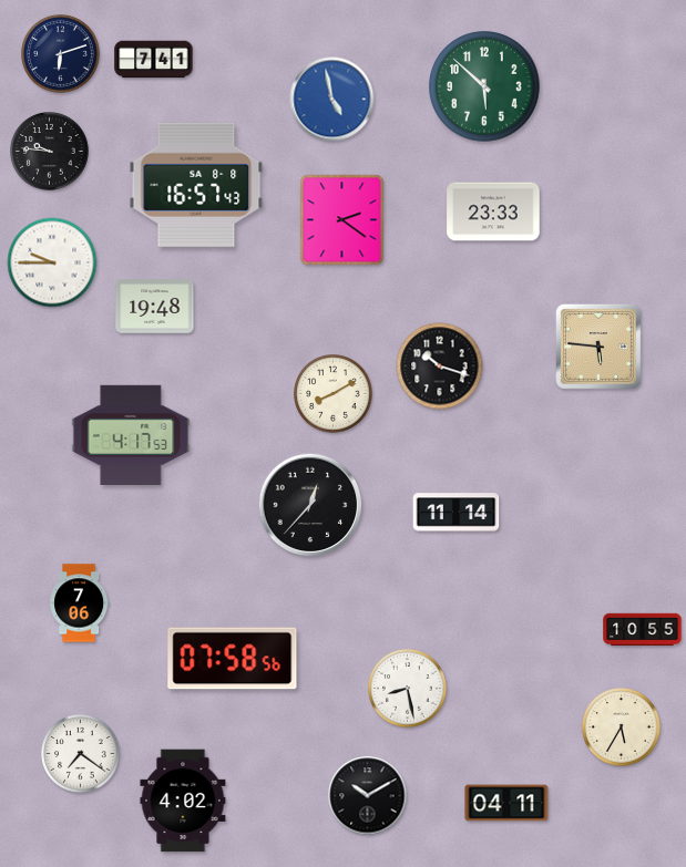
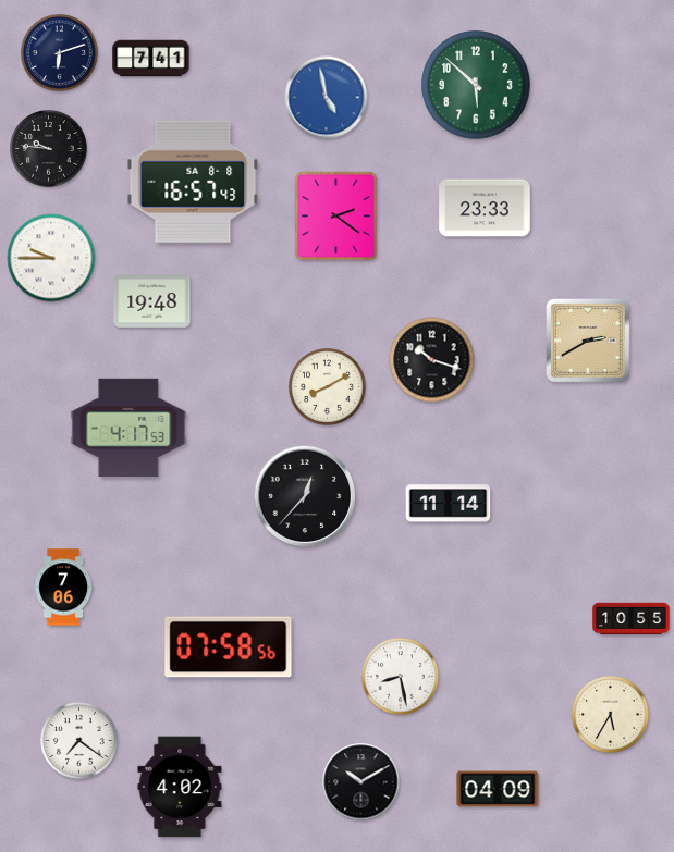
clock at (600, 348): 5:46 -> 2:40
clock at (80, 603) position: (80, 603) -> (64, 588)
clock at (506, 803): 04:11 -> 04:09
